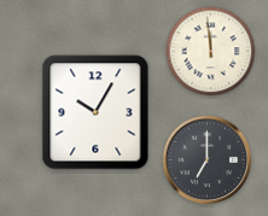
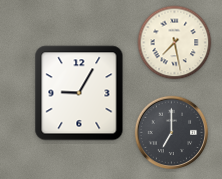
clock at (211, 52): 11:59 -> 7:28
clock at (95, 112): 10:05 -> 9:05
